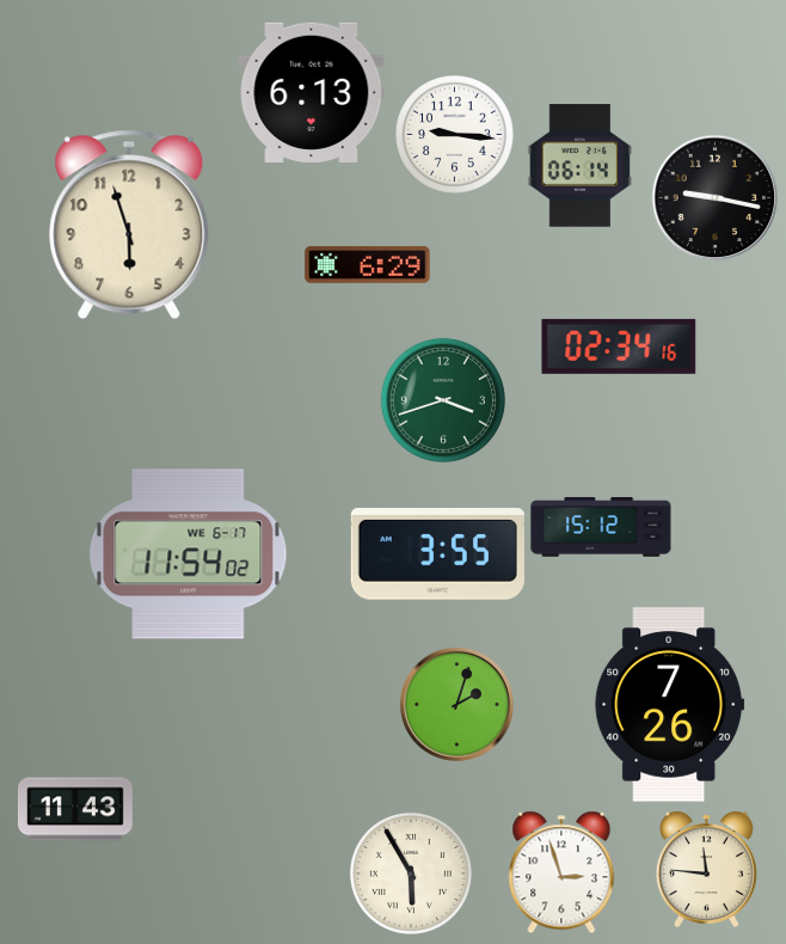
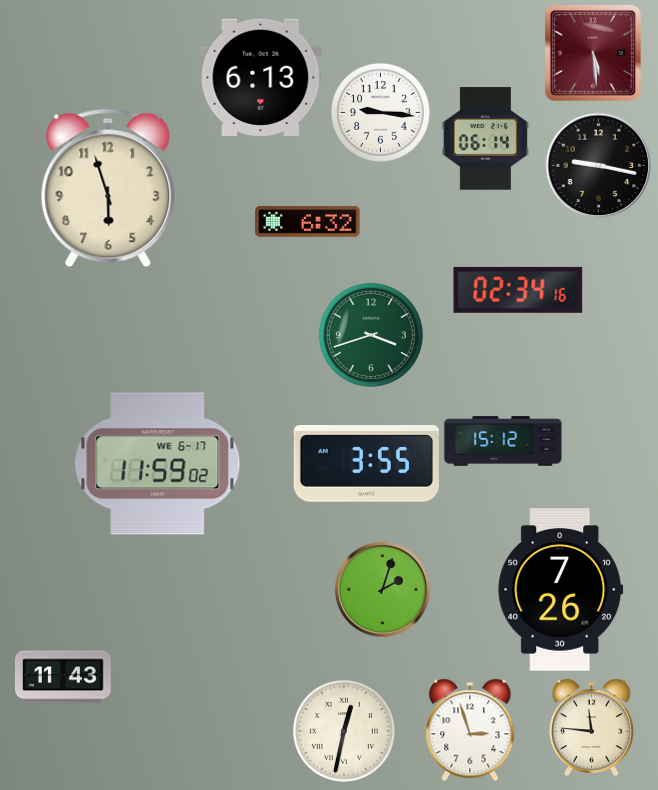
clock at (593, 53): none -> 5:29
clock at (368, 265): 6:29 -> 6:32
clock at (189, 554): 11:54 -> 11:59
clock at (411, 873): 5:55 -> 12:32
